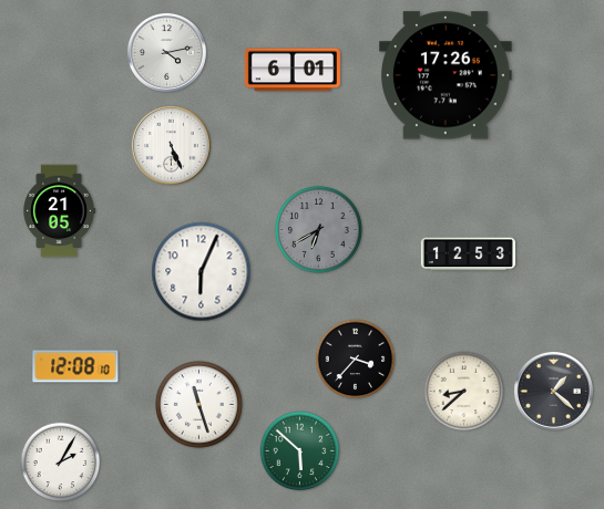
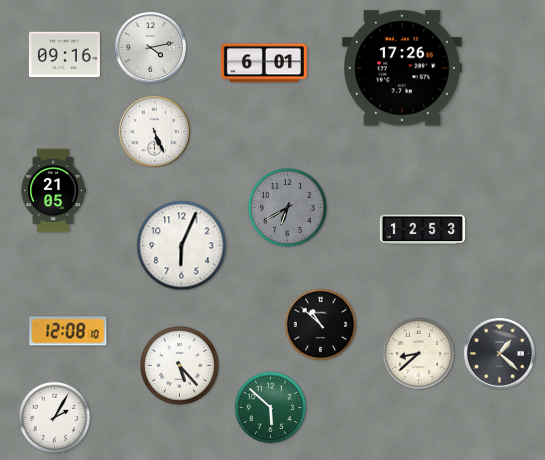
clock at (64, 55): none -> 09:16
clock at (356, 360): 3:37 -> 10:52
clock at (198, 404): 11:27 -> 5:23
